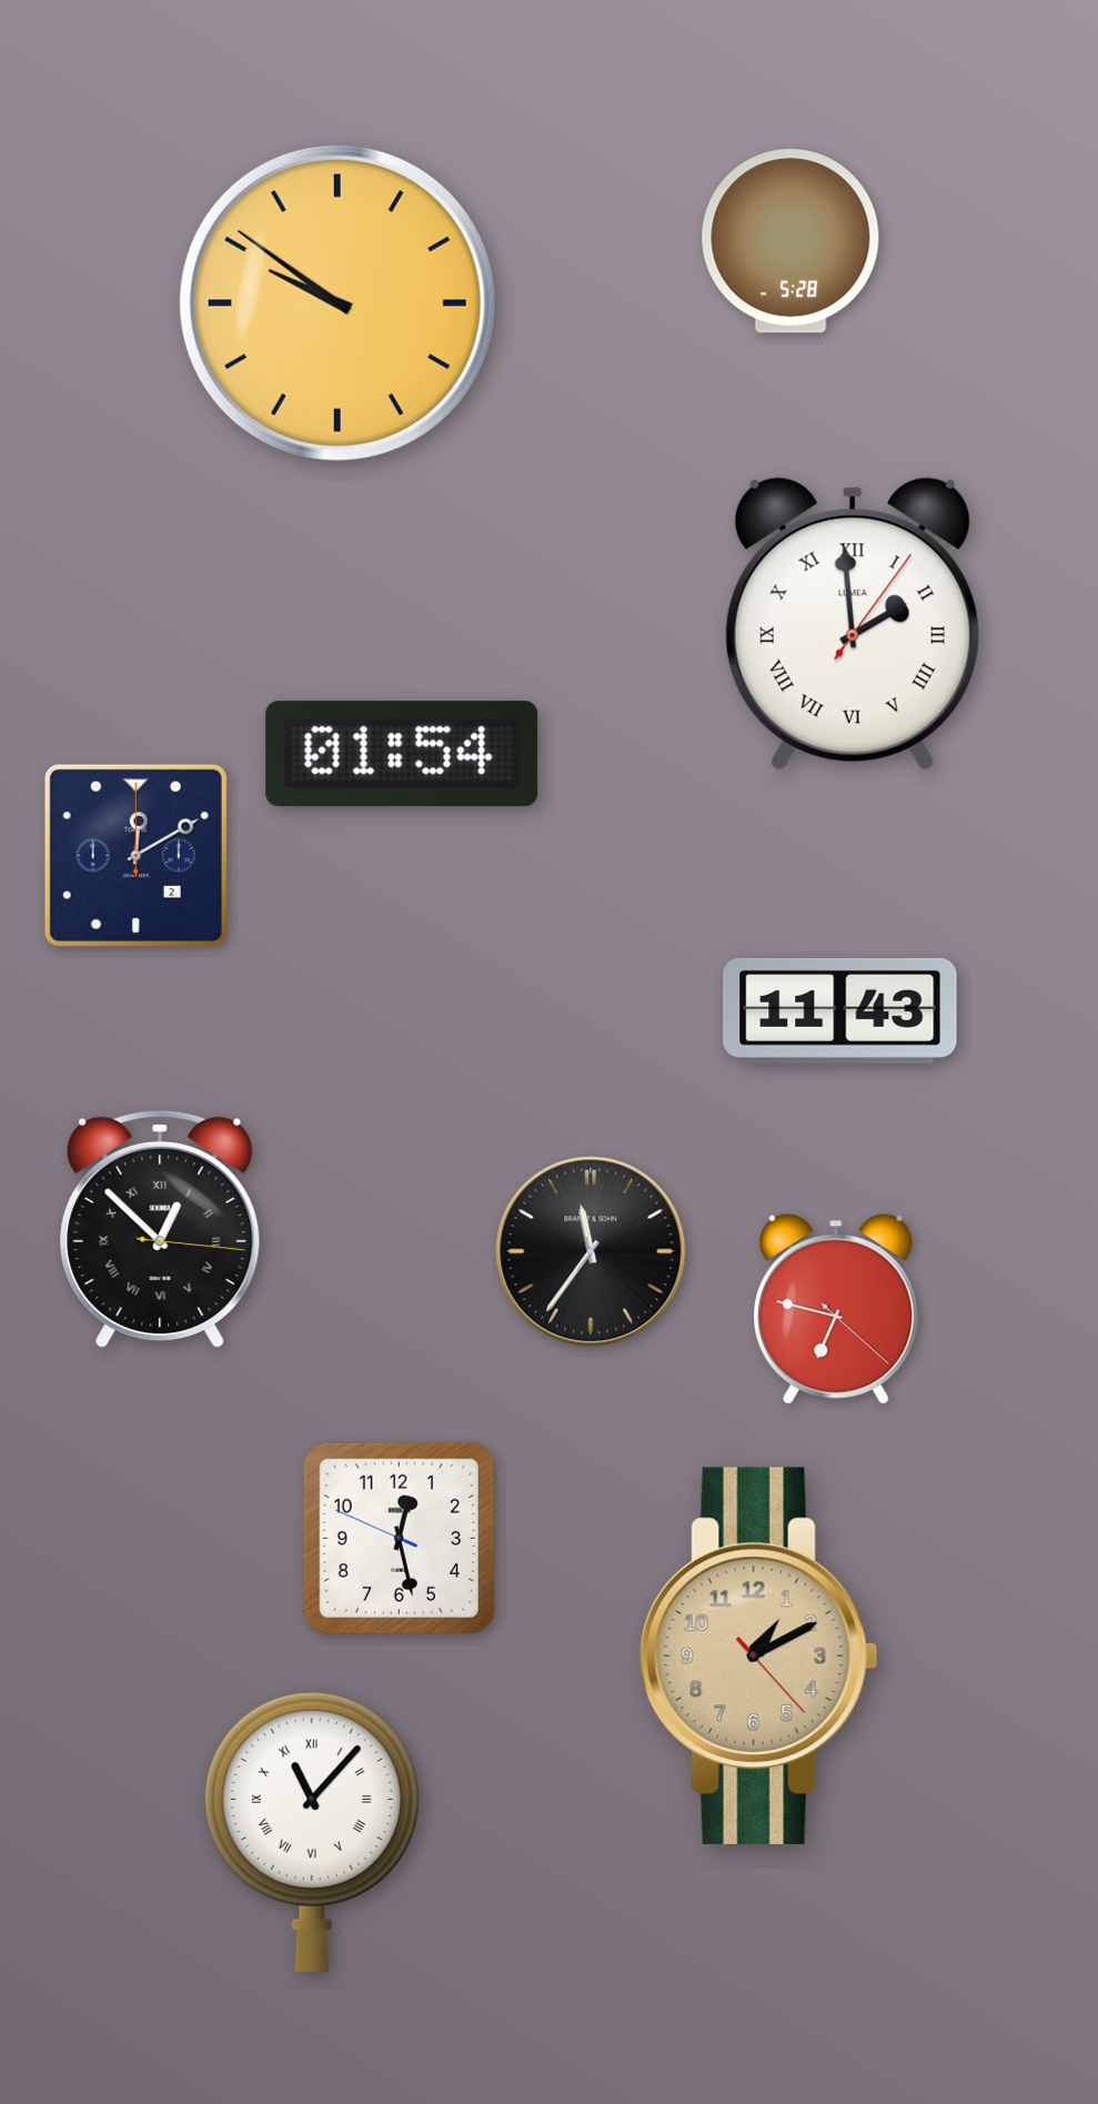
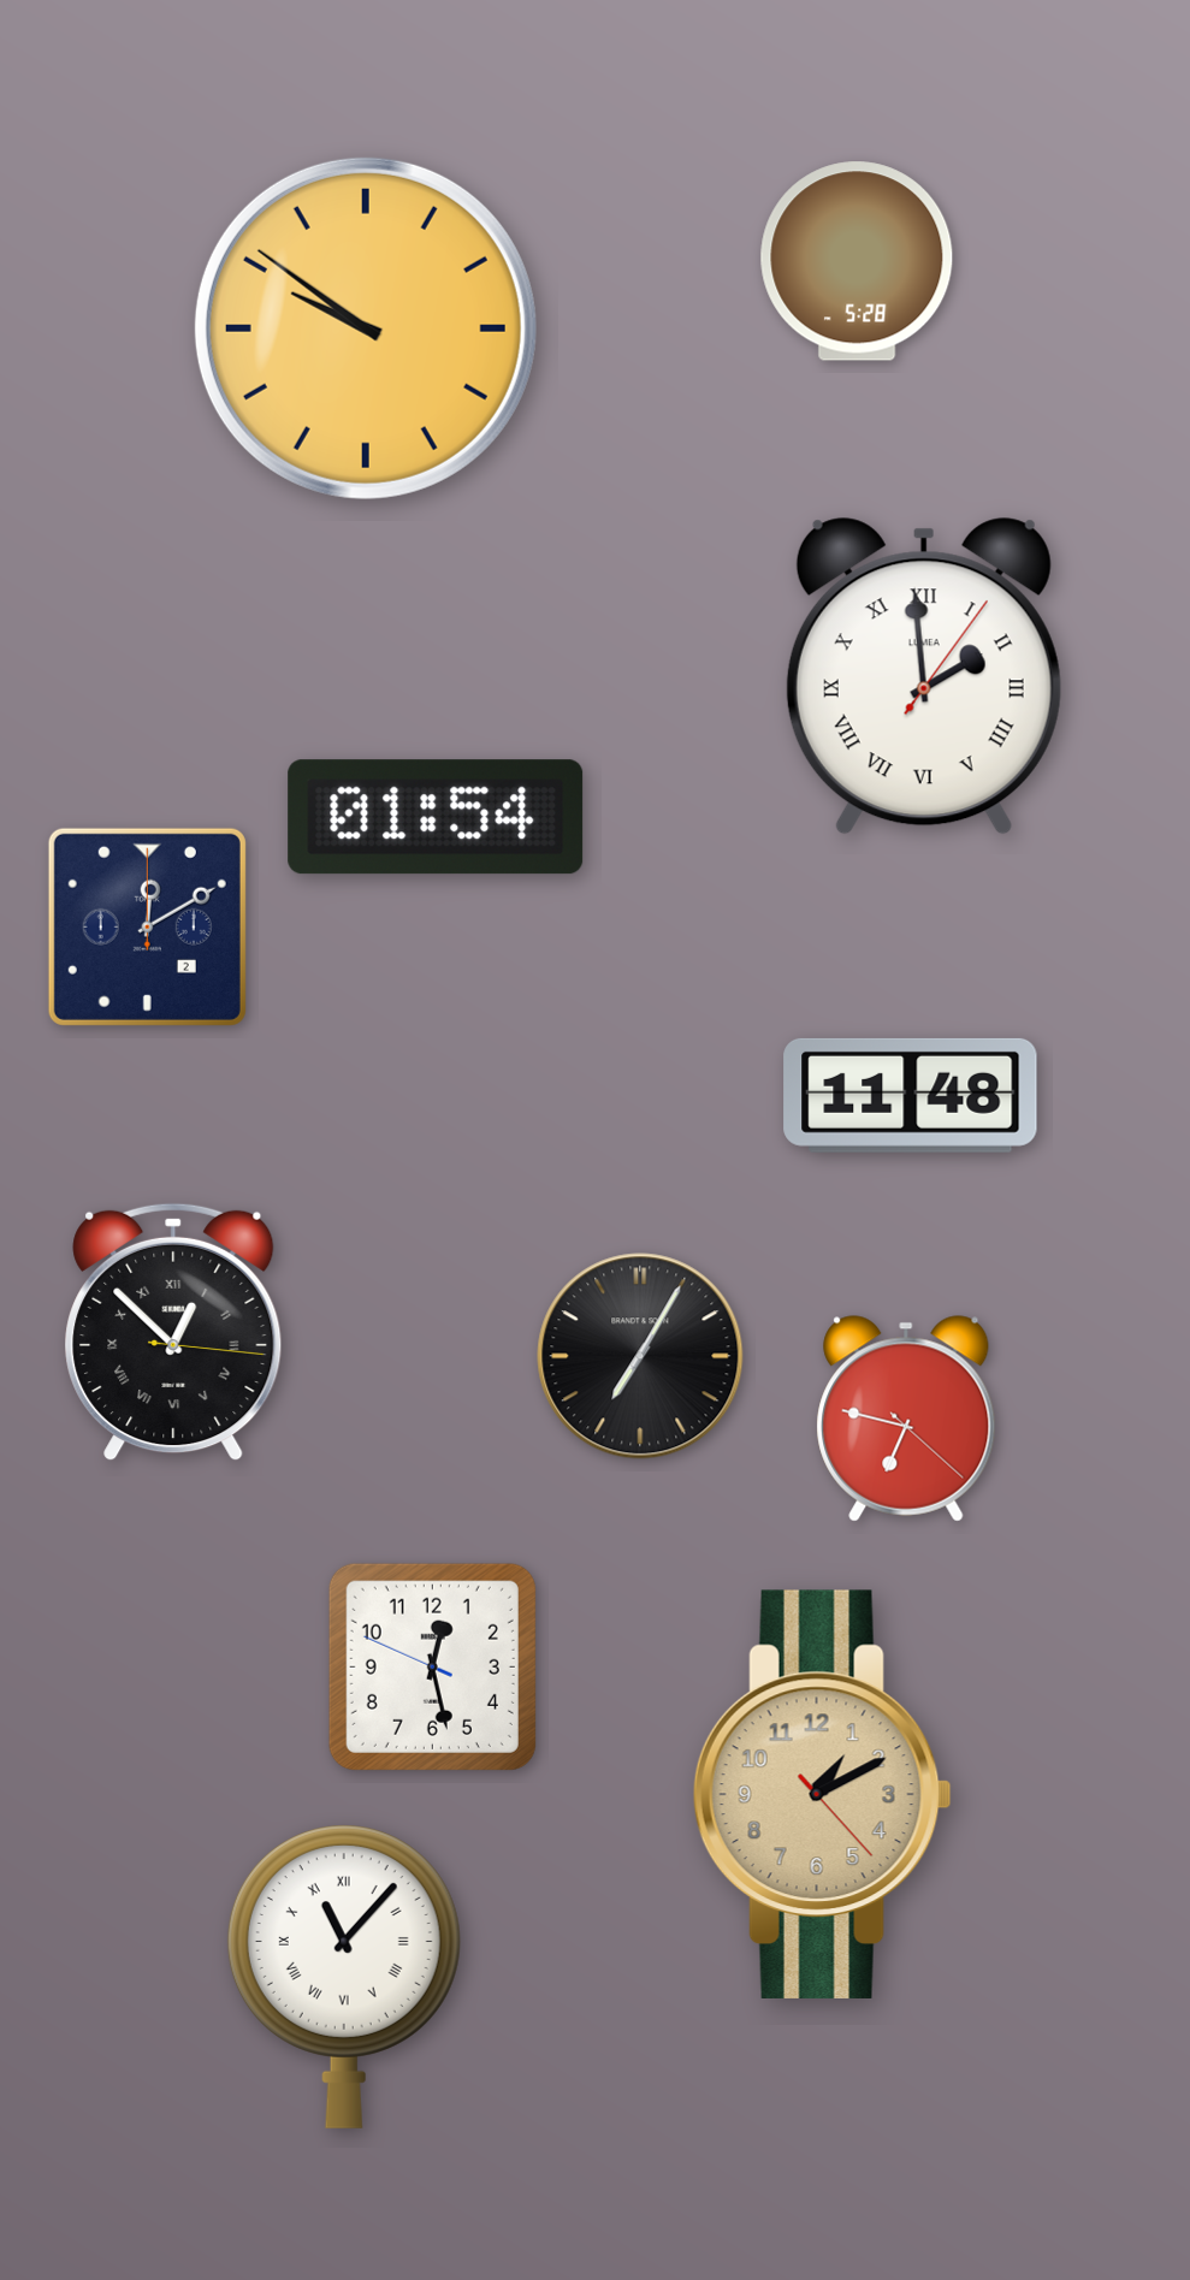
clock at (840, 1010): 11:43 -> 11:48
clock at (591, 1251): 11:36 -> 7:05
clock at (312, 1832) position: (312, 1832) -> (344, 1977)
